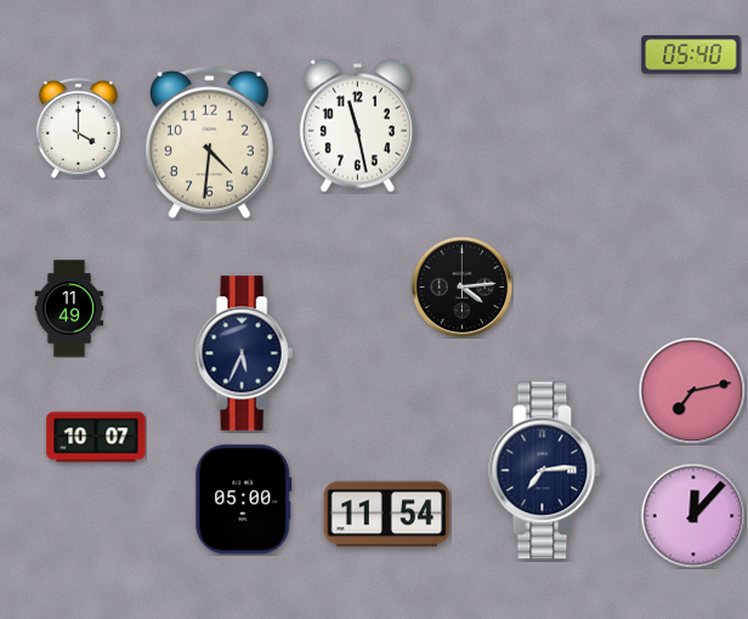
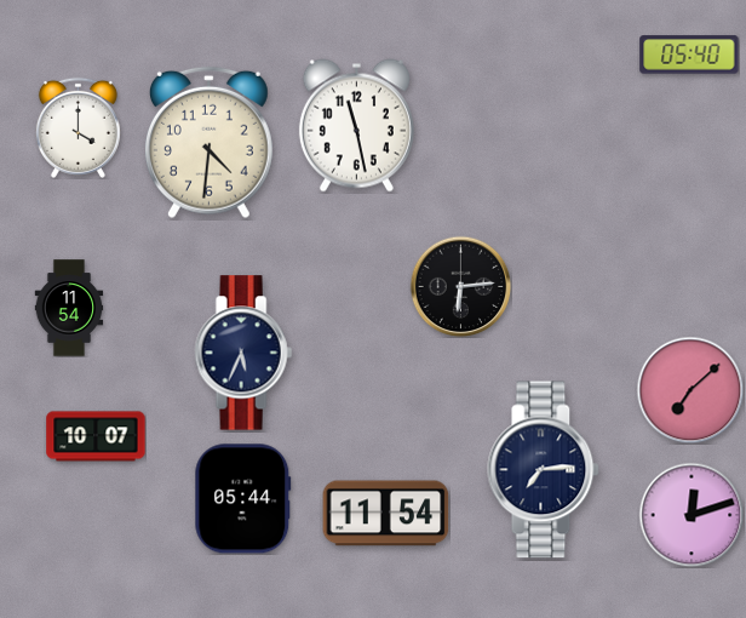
clock at (461, 286): 4:14 -> 6:14
clock at (69, 308): 11:49 -> 11:54
clock at (692, 391): 7:13 -> 7:08
clock at (244, 500): 05:00 -> 05:44
clock at (693, 516): 12:07 -> 12:12
